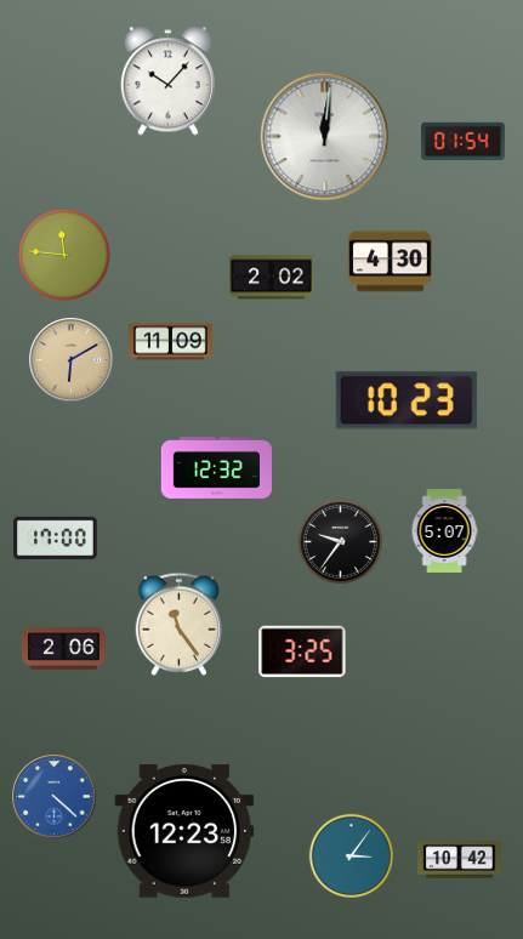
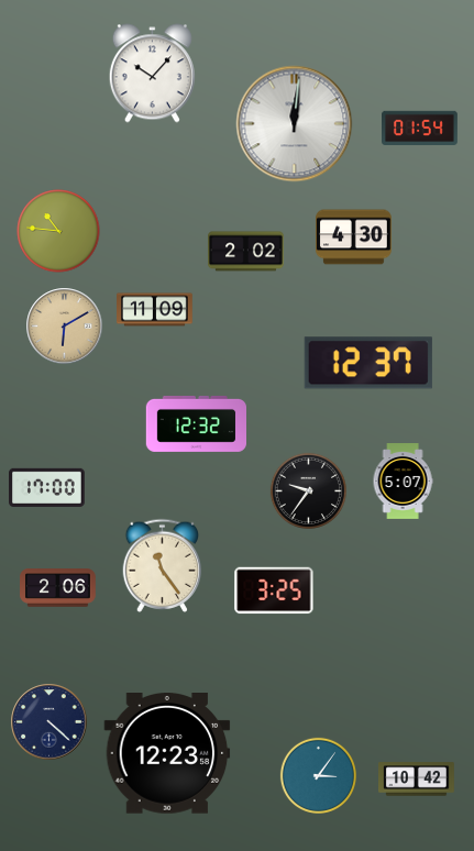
clock at (64, 255): 11:46 -> 10:46
clock at (407, 400): 10:23 -> 12:37
clock at (56, 537) position: (56, 537) -> (47, 487)
clock at (55, 797) dial: blue -> navy
